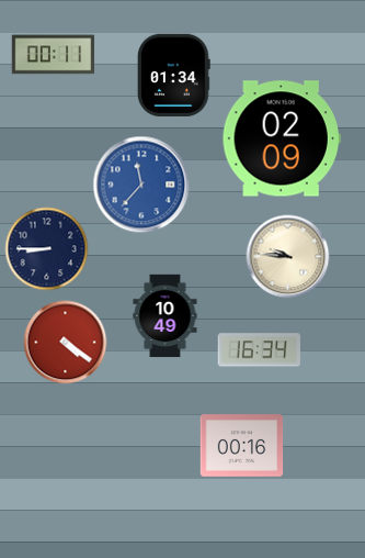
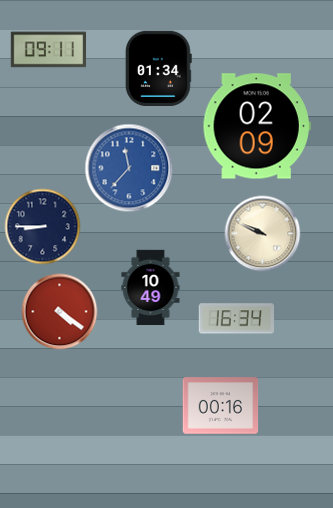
clock at (54, 55): 00:11 -> 09:11
clock at (288, 257): 9:46 -> 9:49
